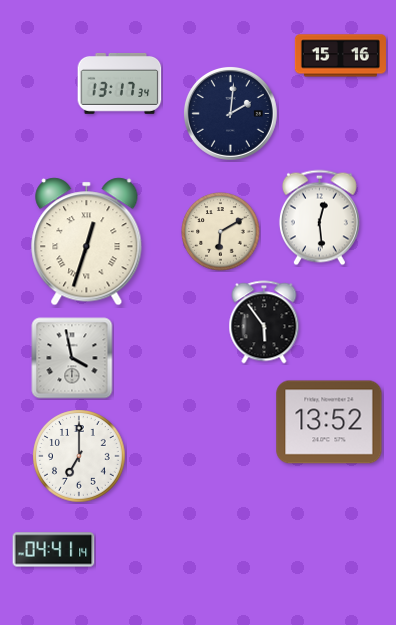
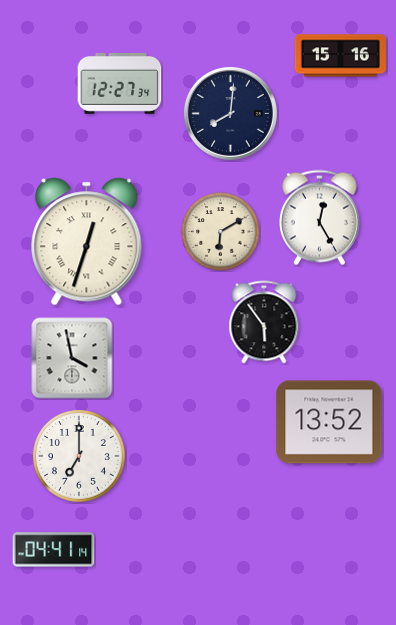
clock at (120, 83): 13:17 -> 12:27
clock at (230, 113): 2:01 -> 8:01
clock at (319, 218): 12:29 -> 12:25
